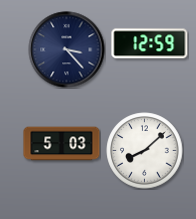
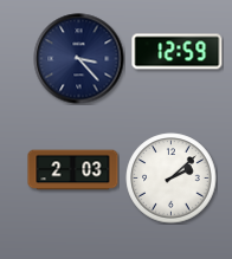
clock at (62, 144): 5:03 -> 2:03
clock at (145, 151): 8:08 -> 2:08
